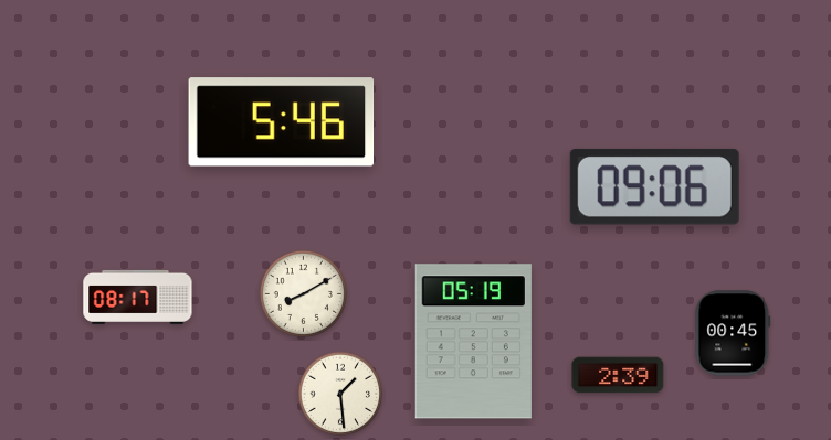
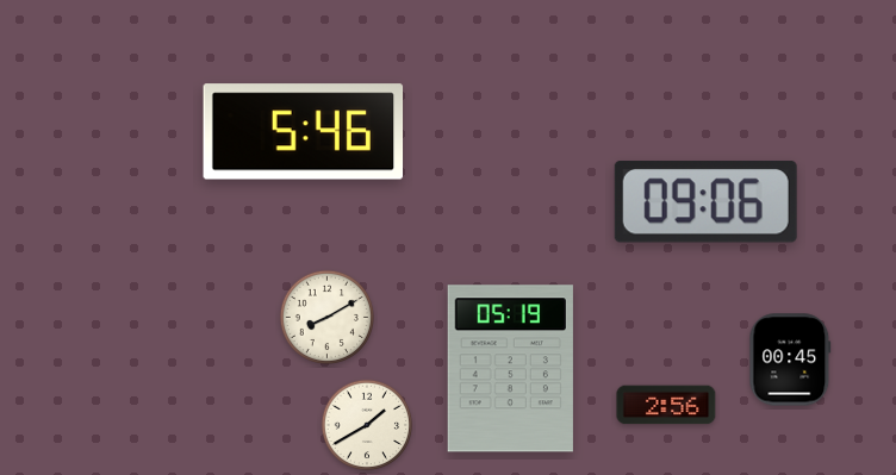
clock at (138, 297): 08:17 -> none
clock at (618, 375): 2:39 -> 2:56
clock at (340, 394): 1:29 -> 1:40
